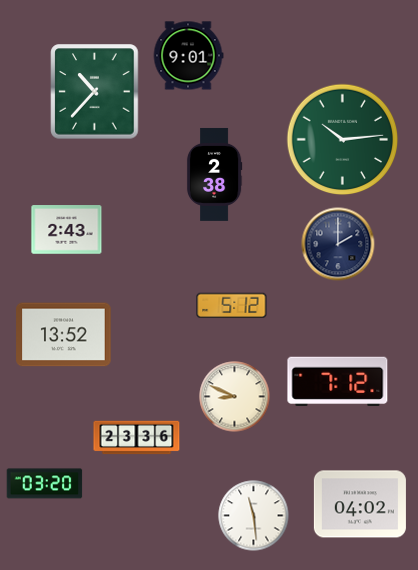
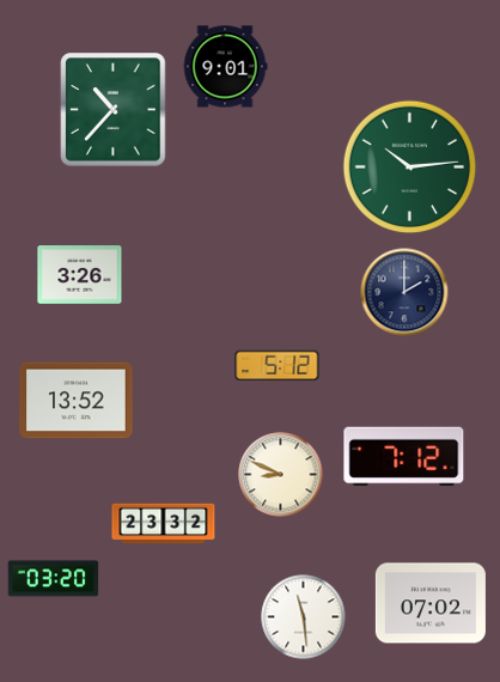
clock at (214, 174): 2:38 -> none
clock at (67, 230): 2:43 -> 3:26
clock at (137, 438): 23:36 -> 23:32
clock at (360, 504): 04:02 -> 07:02
